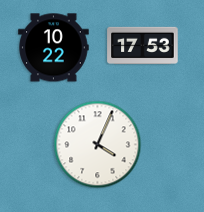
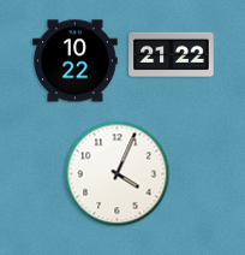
clock at (143, 46): 17:53 -> 21:22
clock at (54, 48) position: (54, 48) -> (76, 61)
